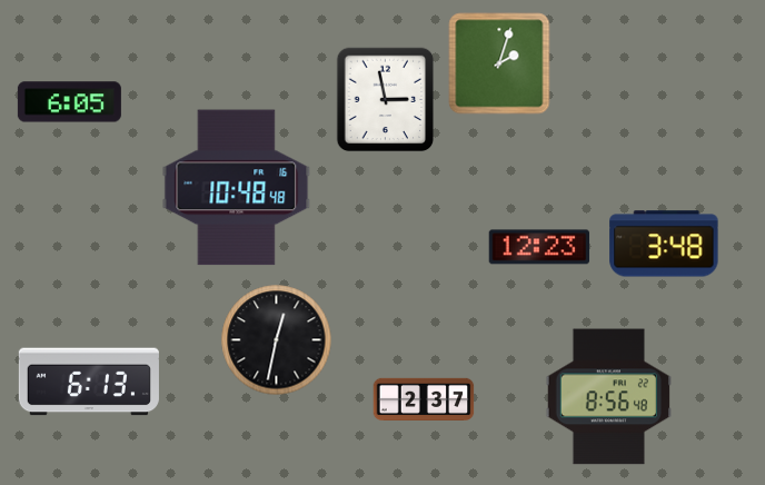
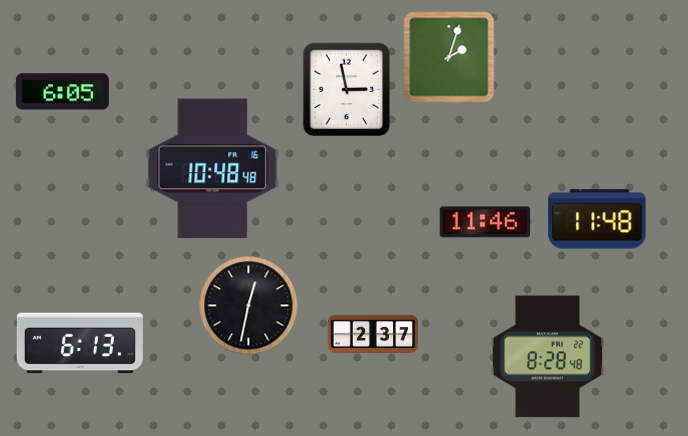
clock at (664, 244): 3:48 -> 11:48
clock at (539, 247): 12:23 -> 11:46
clock at (608, 397): 8:56 -> 8:28
clock at (424, 398) position: (424, 398) -> (373, 333)
